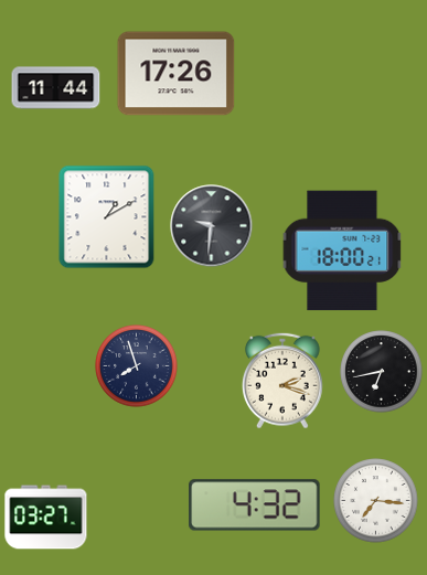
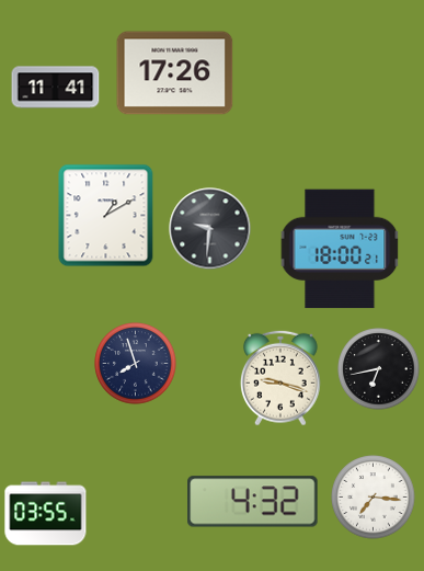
clock at (56, 88): 11:44 -> 11:41
clock at (212, 226) position: (212, 226) -> (210, 229)
clock at (282, 381): 2:18 -> 9:18
clock at (46, 518): 03:27 -> 03:55
